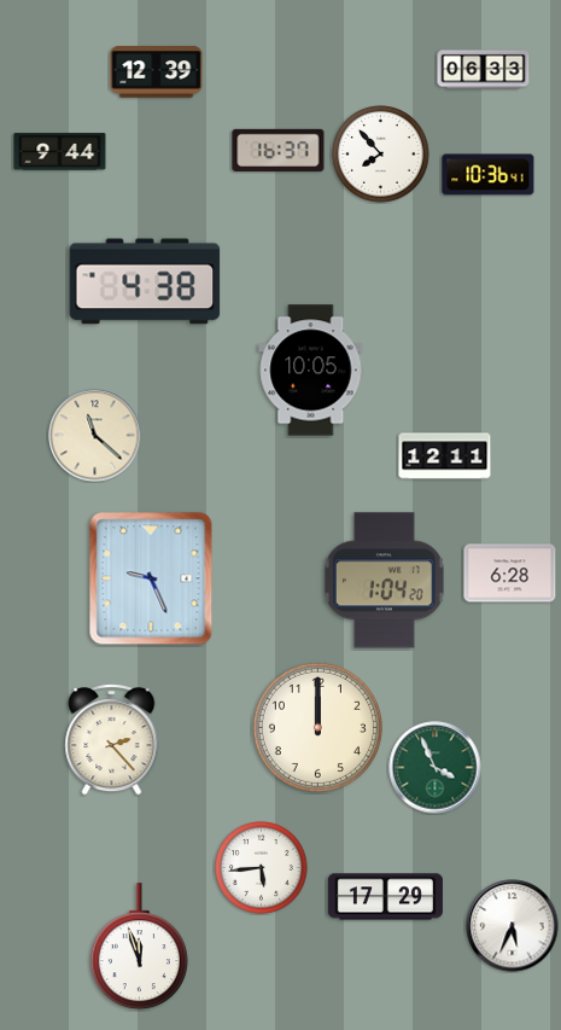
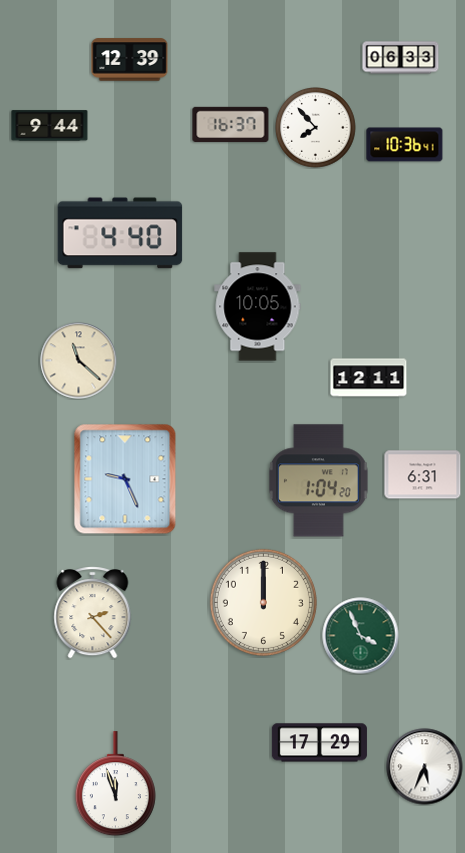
clock at (145, 281): 4:38 -> 4:40
clock at (510, 574): 6:28 -> 6:31
clock at (262, 868): 5:44 -> none
